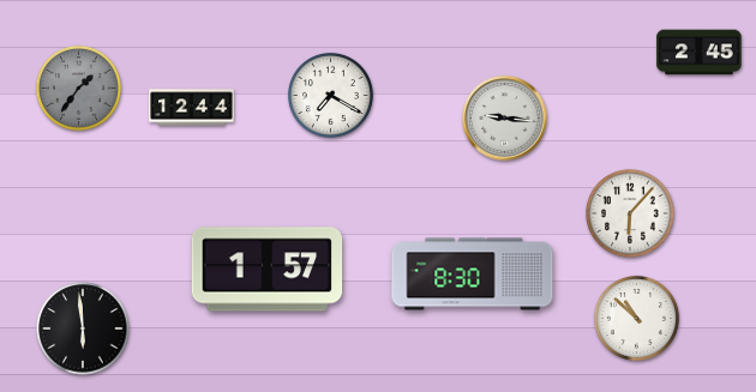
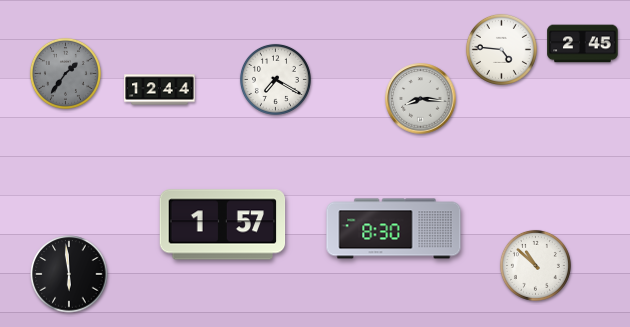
clock at (501, 49): none -> 4:46
clock at (505, 119): 9:16 -> 8:16
clock at (631, 215): 6:07 -> none
clock at (636, 318) position: (636, 318) -> (535, 265)
